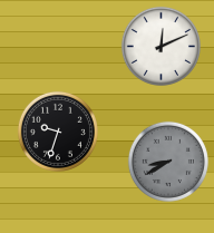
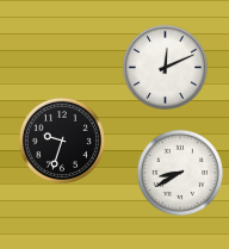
clock at (160, 46) position: (160, 46) -> (165, 67)
clock at (168, 162) dial: grey -> white
